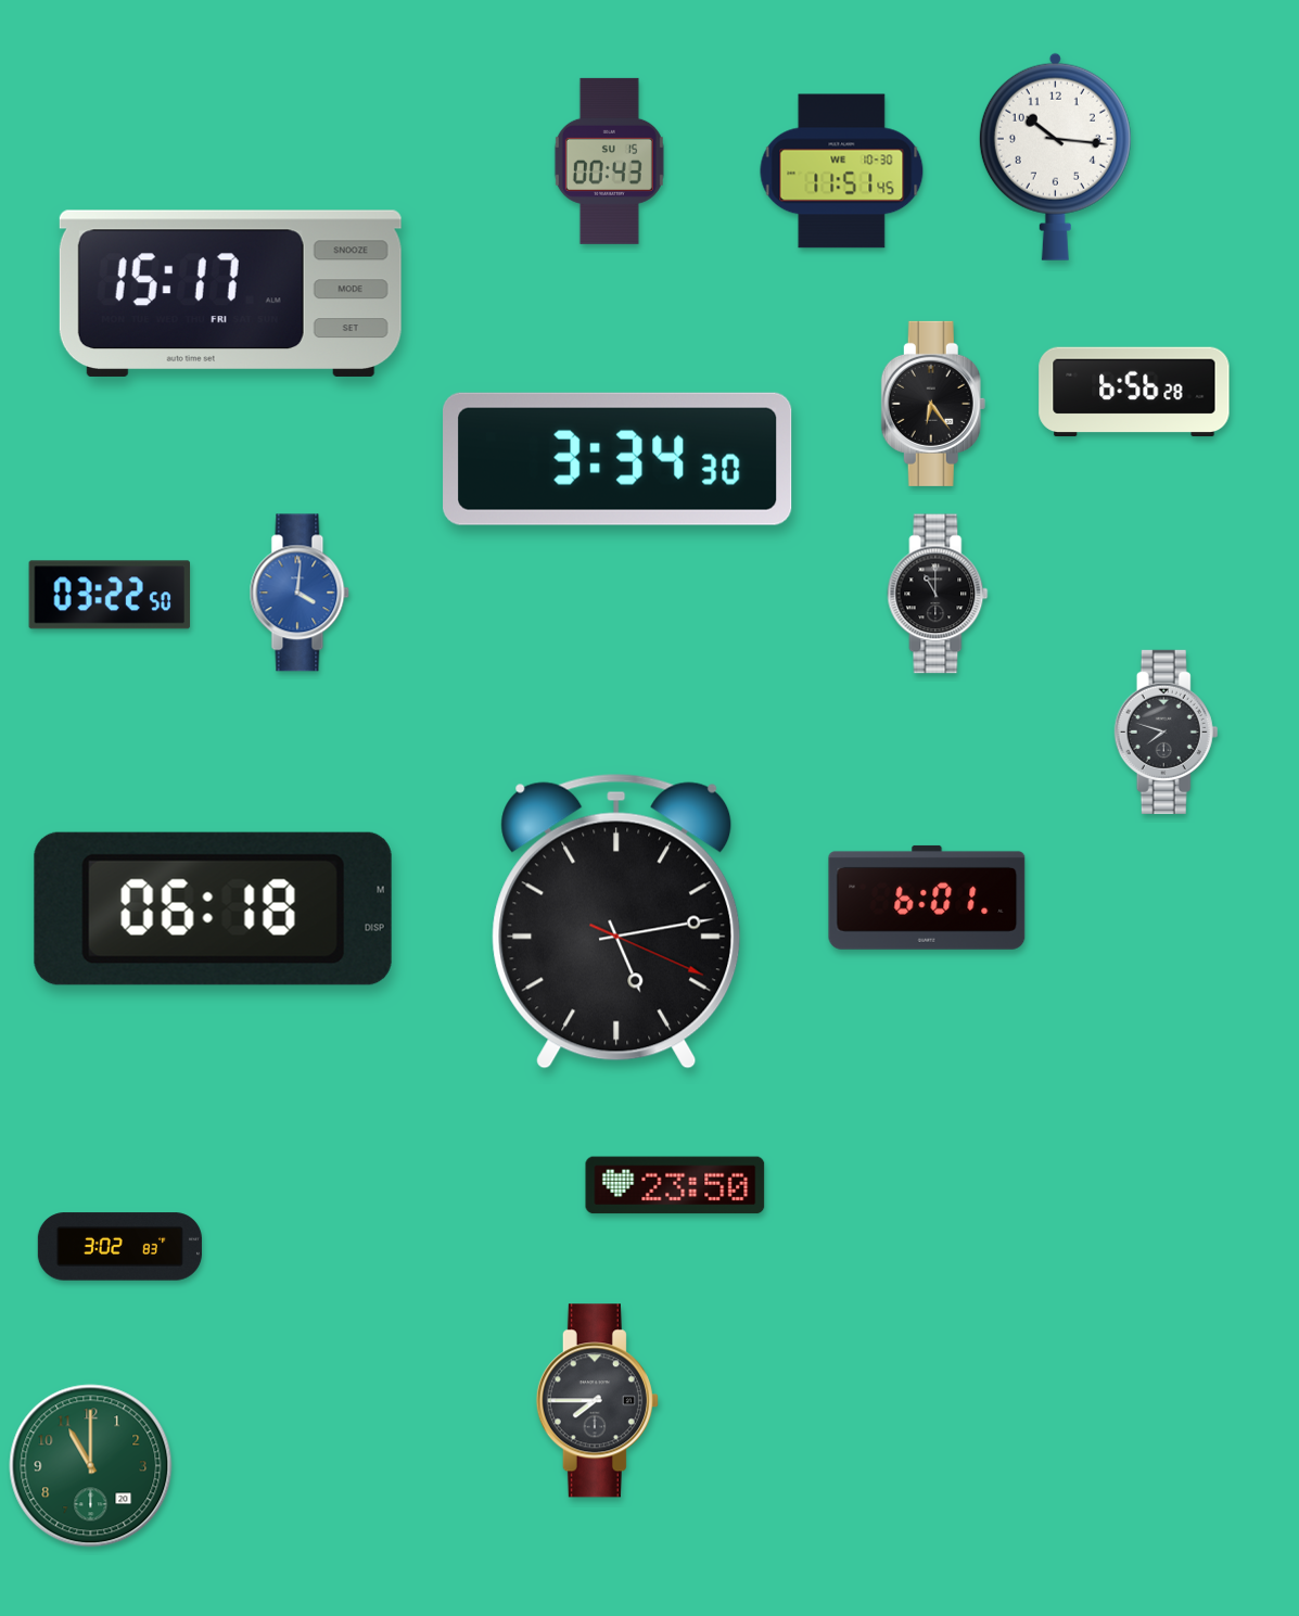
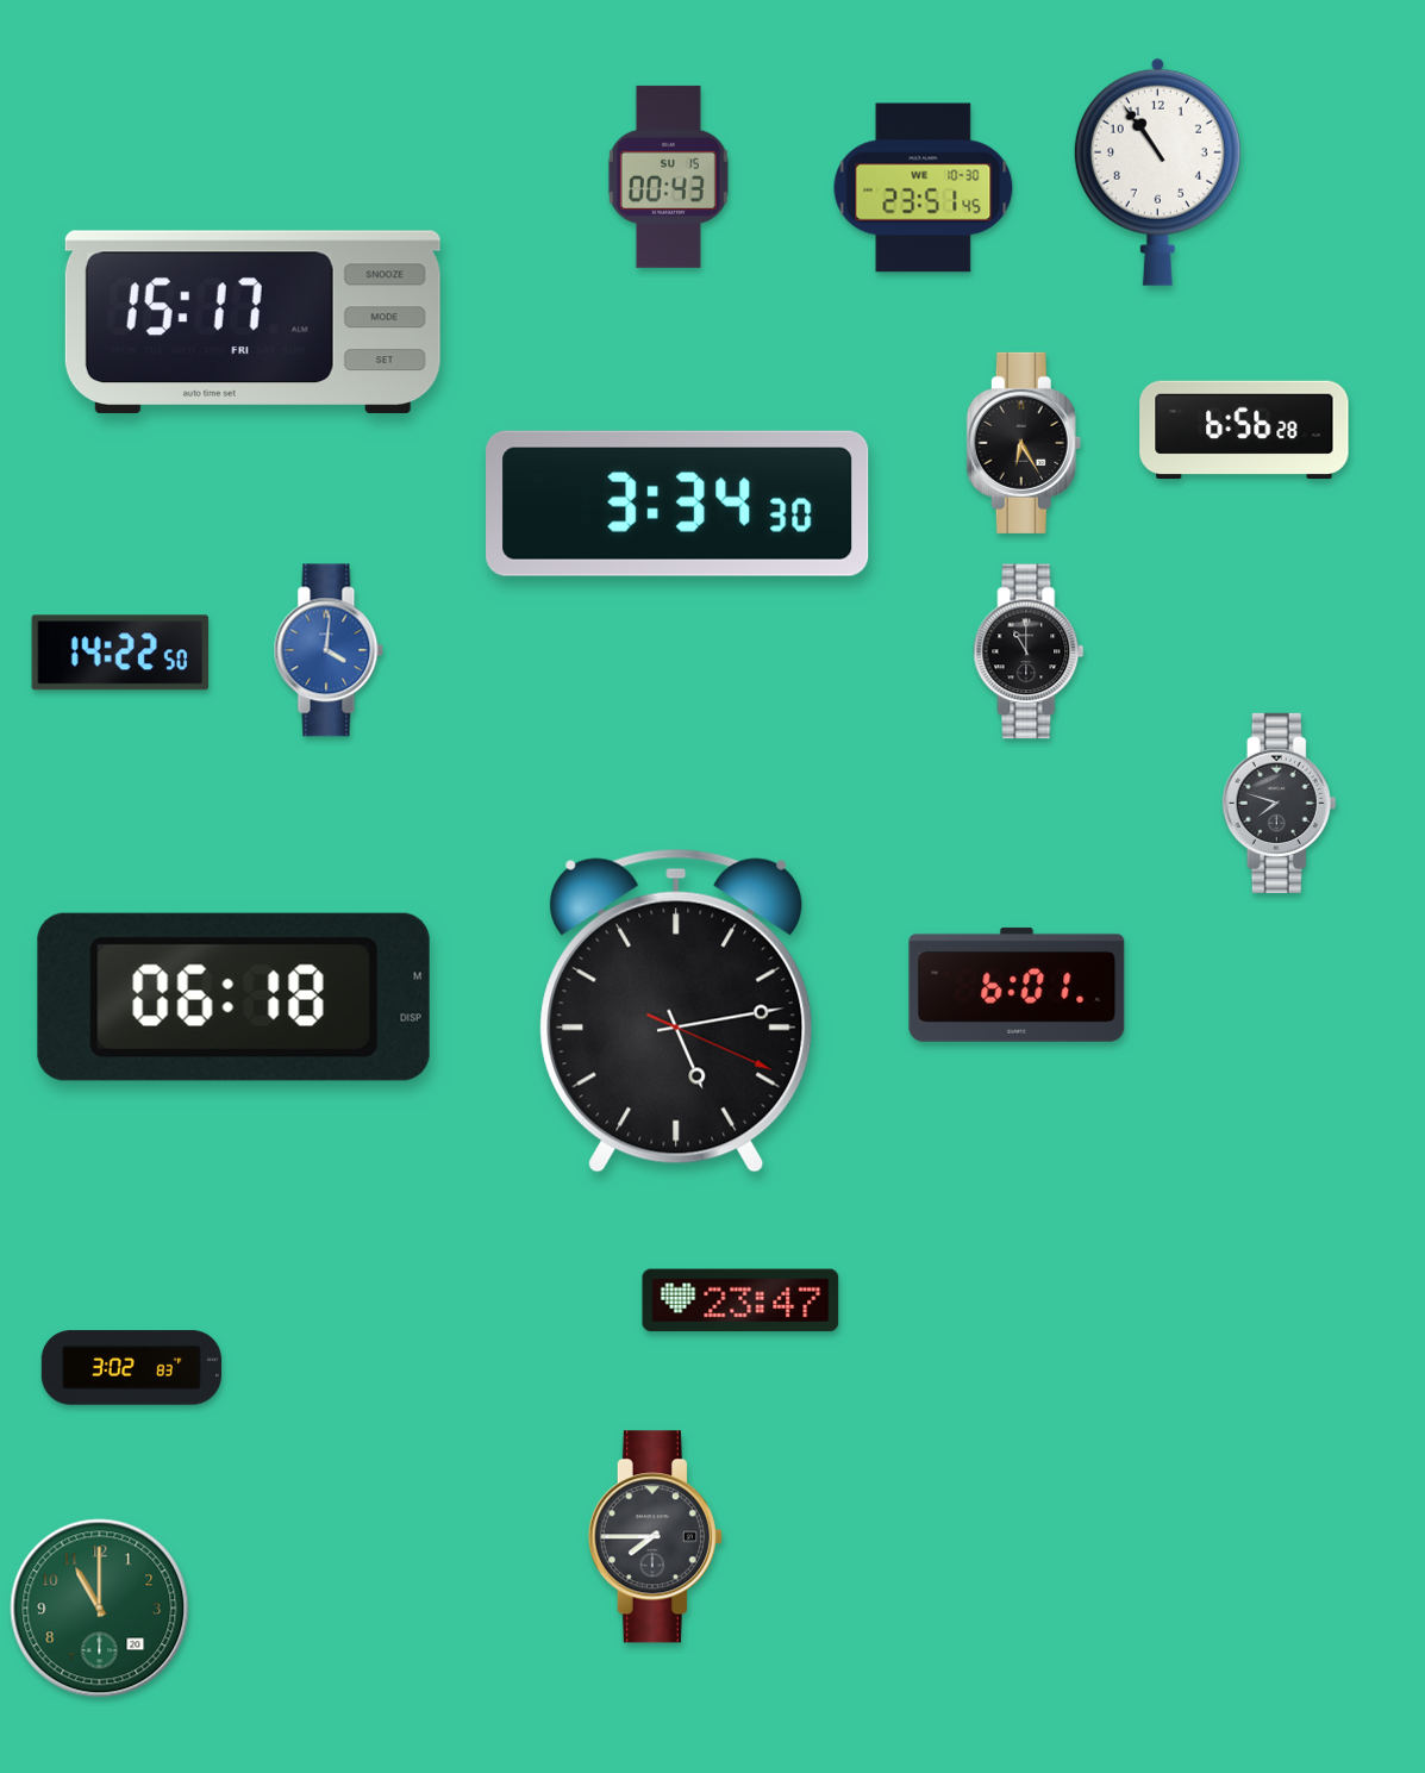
clock at (1055, 156): 10:16 -> 10:54
clock at (842, 171): 11:51 -> 23:51
clock at (933, 404): 6:24 -> 6:25
clock at (110, 595): 03:22 -> 14:22
clock at (675, 1185): 23:50 -> 23:47
